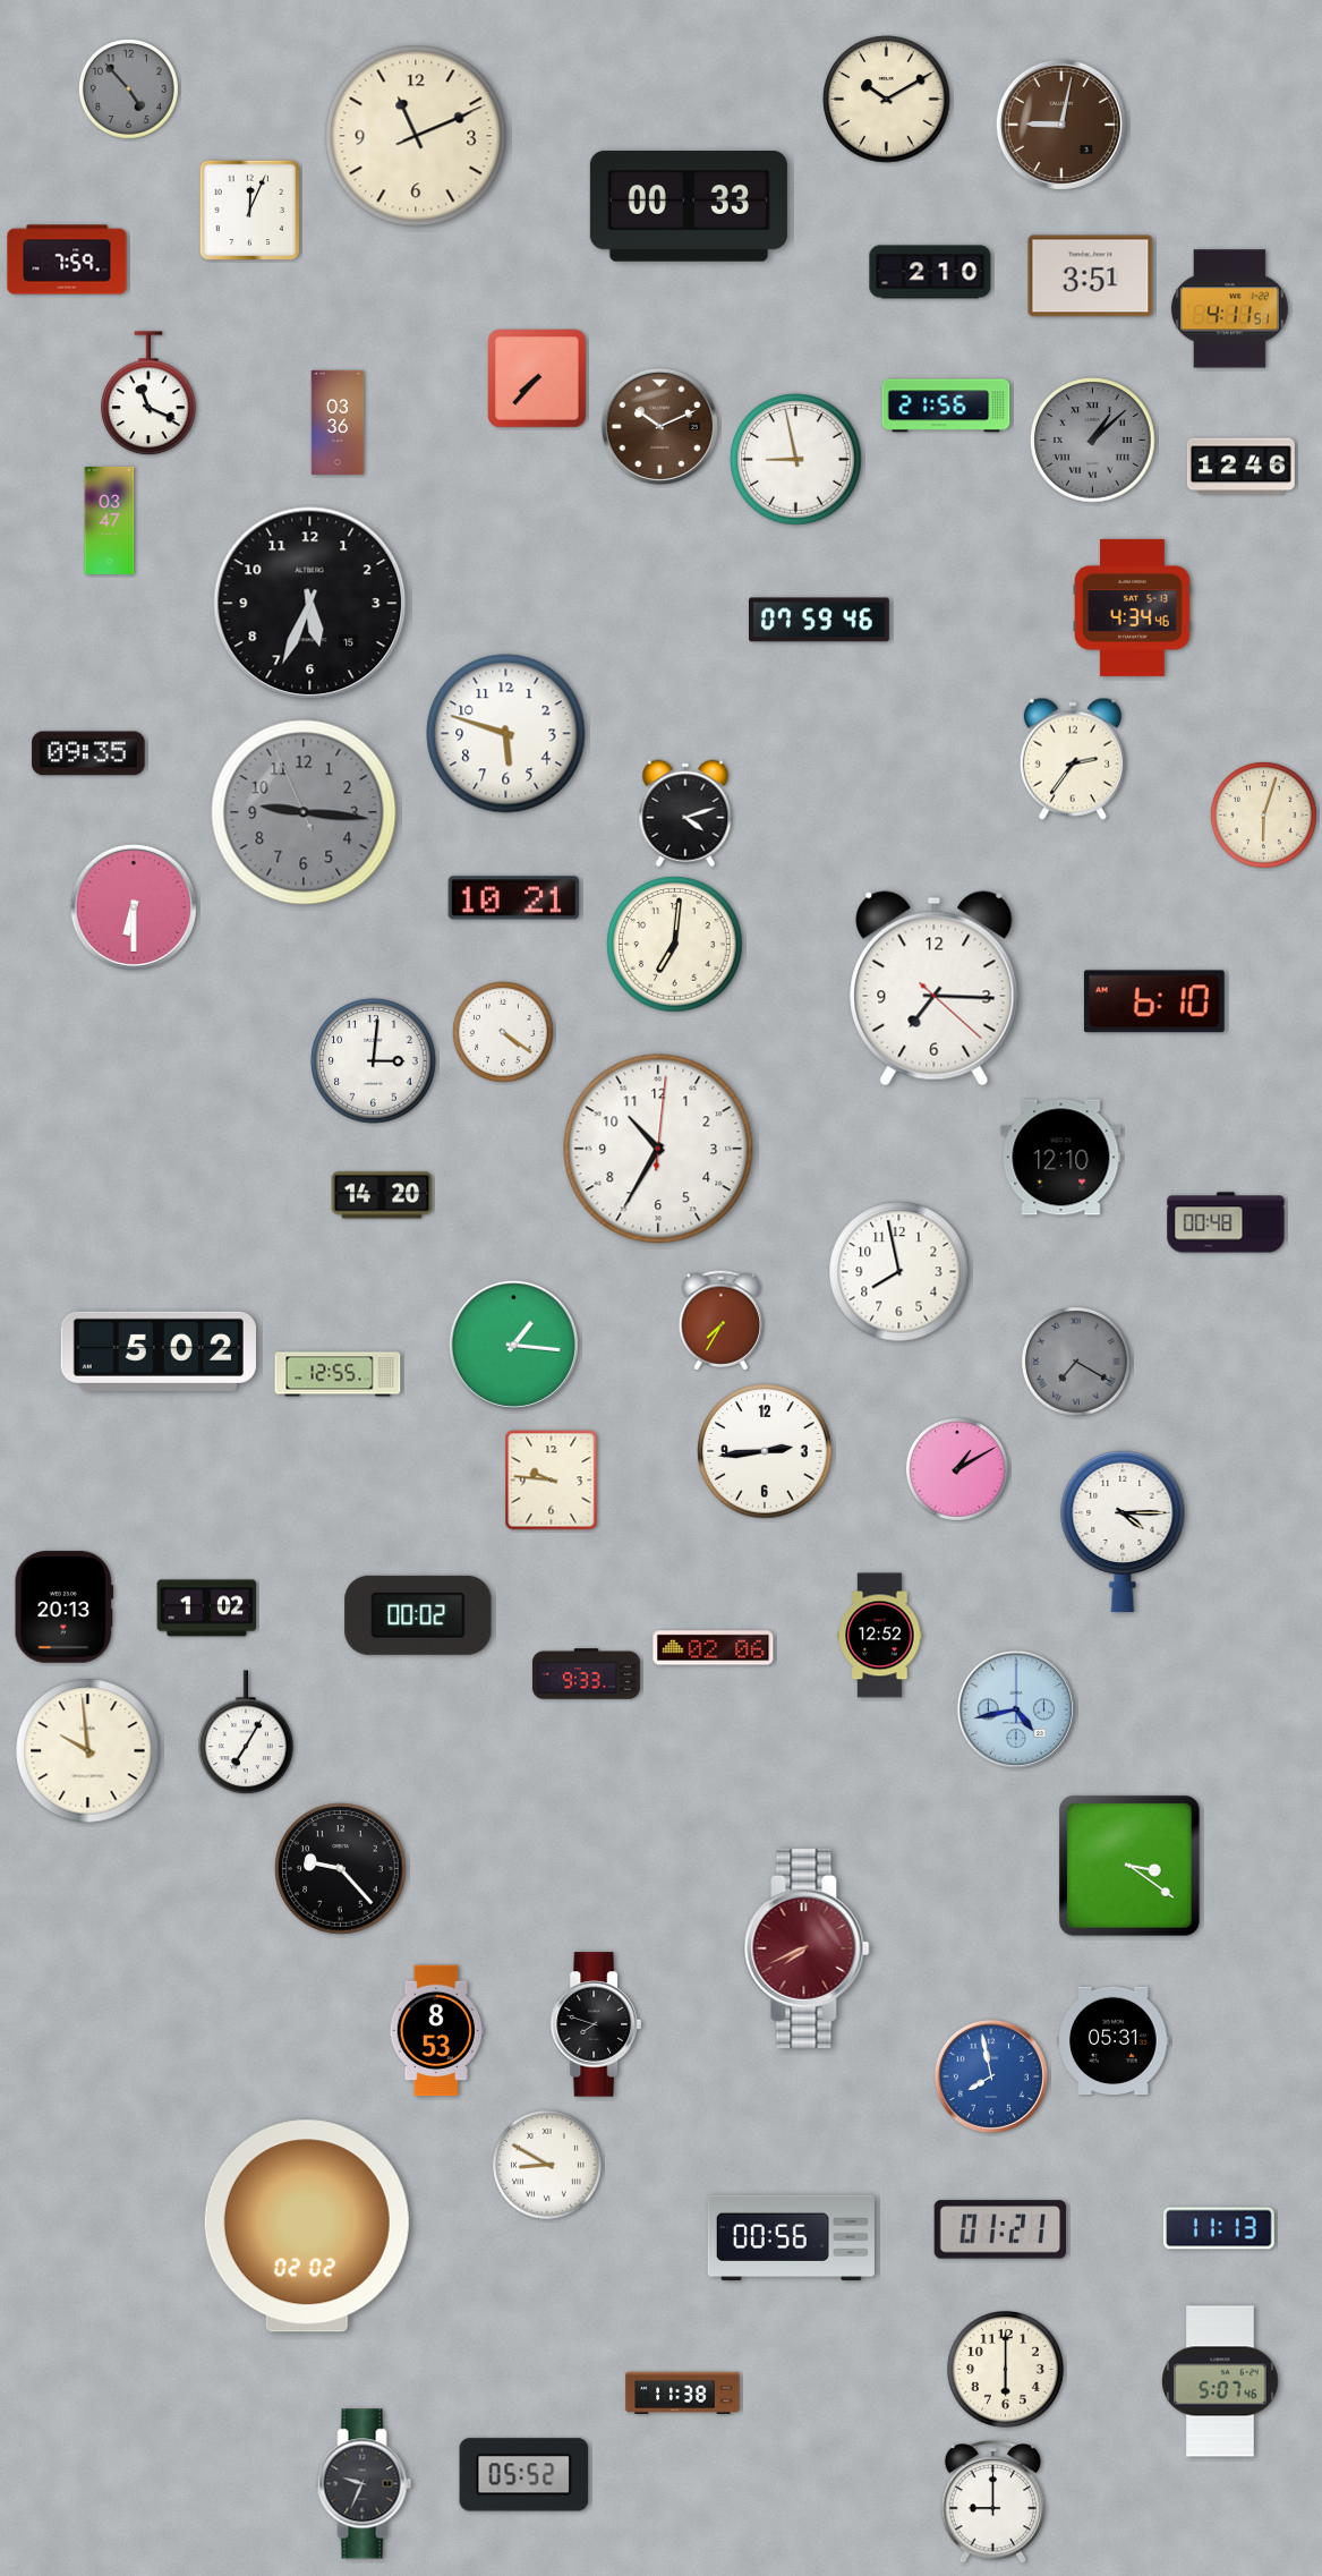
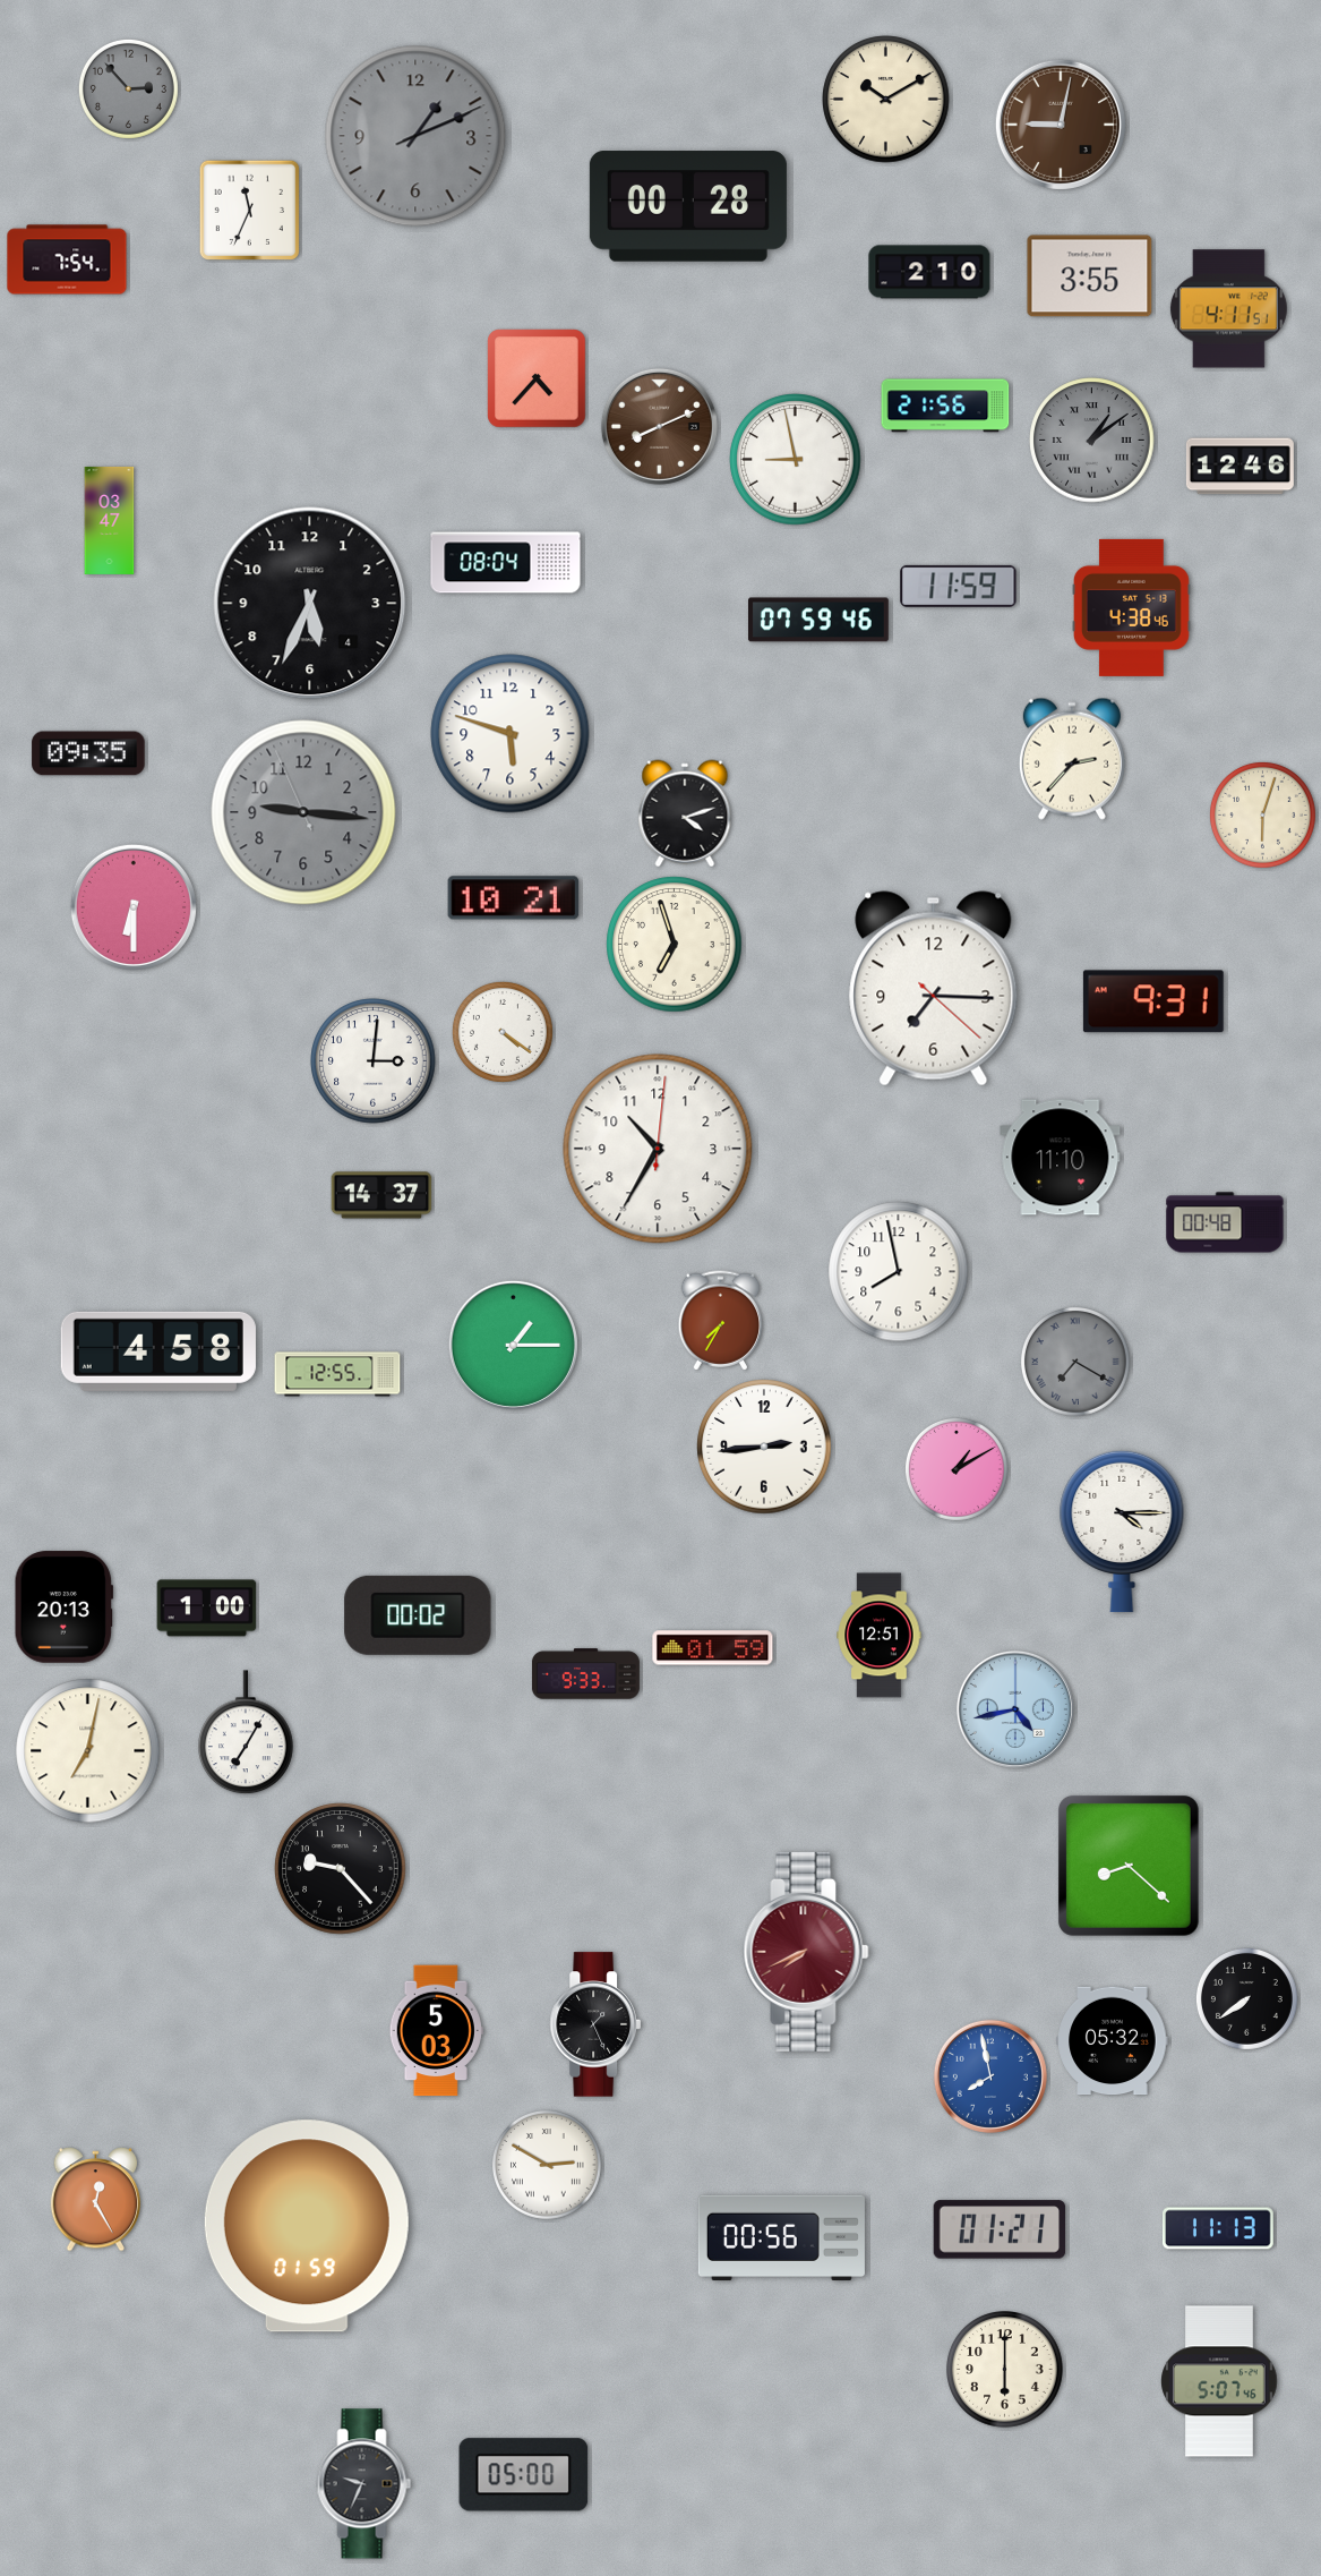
clock at (128, 88): 4:53 -> 2:53
clock at (416, 136): 11:11 -> 1:11
clock at (416, 136) dial: cream -> grey
clock at (689, 206): 00:33 -> 00:28
clock at (249, 210): 12:04 -> 11:34
clock at (67, 259): 7:59 -> 7:54
clock at (1091, 276): 3:51 -> 3:55
clock at (537, 378): 7:37 -> 4:37
clock at (150, 394): 11:19 -> none
clock at (338, 421): 03:36 -> none
clock at (659, 426): 10:11 -> 8:11
clock at (1093, 441): 1:08 -> 1:09
clock at (506, 563): none -> 08:04
clock at (959, 586): none -> 11:59
clock at (310, 604) date: 15 -> 4
clock at (1133, 607): 4:34 -> 4:38
clock at (506, 734) position: (506, 734) -> (511, 734)
clock at (1073, 759): 2:36 -> 2:37
clock at (675, 945): 7:01 -> 6:57
clock at (1154, 1001): 6:10 -> 9:31
clock at (1061, 1158): 12:10 -> 11:10
clock at (382, 1195): 14:20 -> 14:37
clock at (513, 1345): 1:16 -> 1:15
clock at (159, 1351): 5:02 -> 4:58
clock at (765, 1451) position: (765, 1451) -> (764, 1447)
clock at (552, 1481): 9:46 -> none
clock at (207, 1609): 1:02 -> 1:00
clock at (880, 1636): 12:52 -> 12:51
clock at (714, 1648): 02:06 -> 01:59
clock at (88, 1751): 9:59 -> 7:02
clock at (1129, 1866): 3:21 -> 8:22
clock at (807, 1948) position: (807, 1948) -> (806, 1952)
clock at (1246, 1998): none -> 7:39
clock at (596, 2024): 7:48 -> 1:26
clock at (436, 2031): 8:53 -> 5:03
clock at (1114, 2041): 05:31 -> 05:32
clock at (547, 2166): 8:50 -> 2:50
clock at (96, 2200): none -> 12:25
clock at (307, 2226): 02:02 -> 01:59
clock at (791, 2238) position: (791, 2238) -> (781, 2238)
clock at (683, 2392): 11:38 -> none
clock at (524, 2475): 05:52 -> 05:00
clock at (993, 2502): 9:00 -> none
